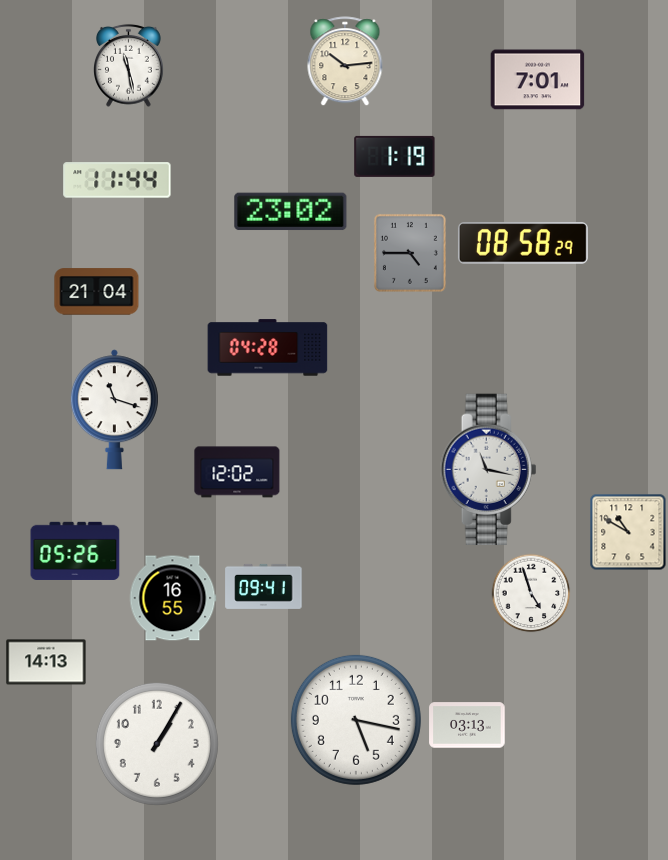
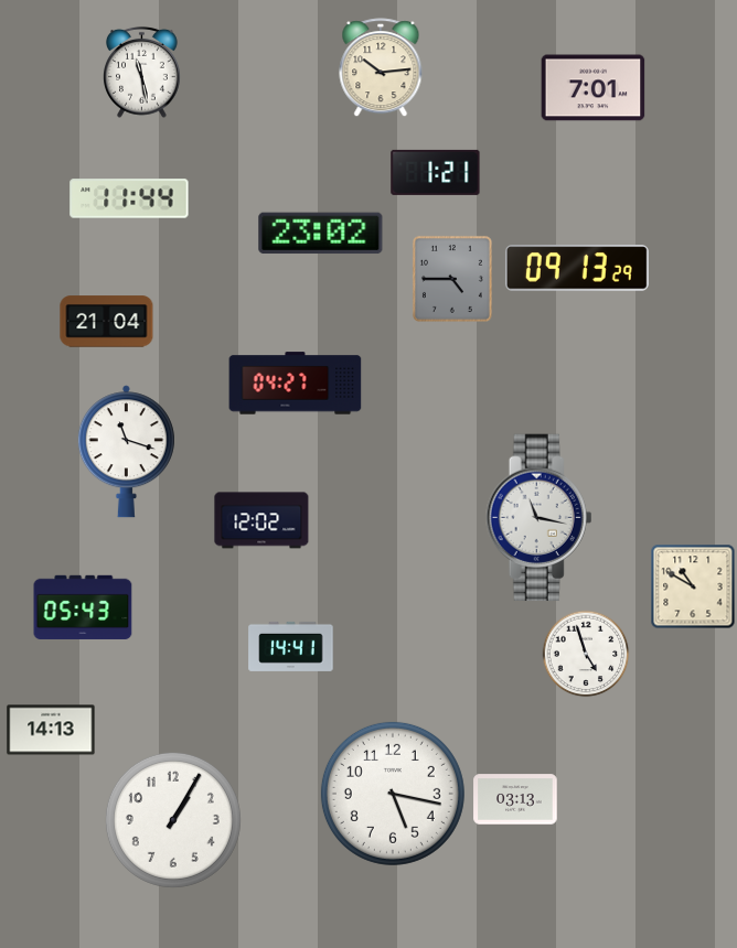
clock at (395, 156): 1:19 -> 1:21
clock at (523, 243): 08:58 -> 09:13
clock at (268, 348): 04:28 -> 04:27
clock at (75, 551): 05:26 -> 05:43
clock at (264, 586): 09:41 -> 14:41
clock at (173, 598): 16:55 -> none
